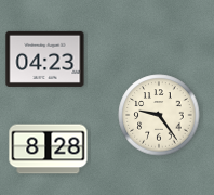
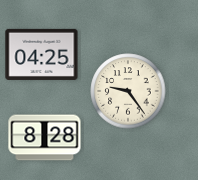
clock at (45, 58): 04:23 -> 04:25
clock at (159, 115) position: (159, 115) -> (128, 91)
